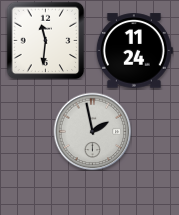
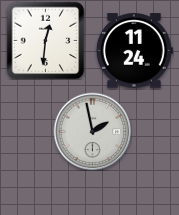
clock at (45, 40): 11:31 -> 12:31
